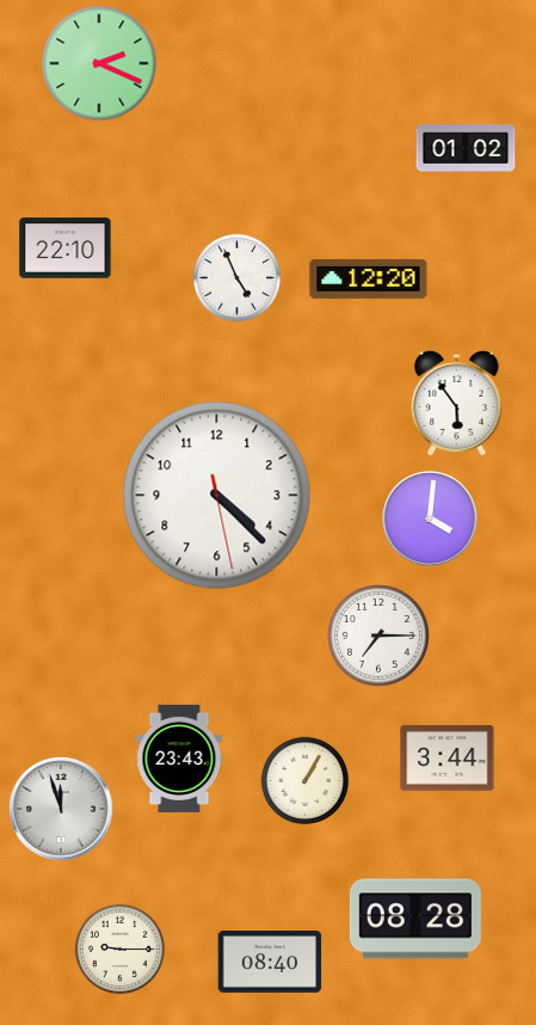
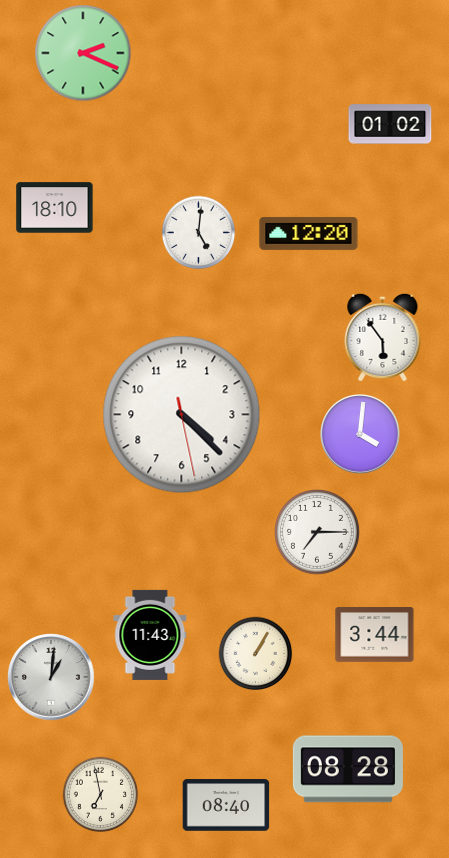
clock at (66, 248): 22:10 -> 18:10
clock at (238, 278): 4:56 -> 5:01
clock at (179, 759): 23:43 -> 11:43
clock at (61, 809): 11:57 -> 1:01
clock at (121, 950): 9:15 -> 6:58
